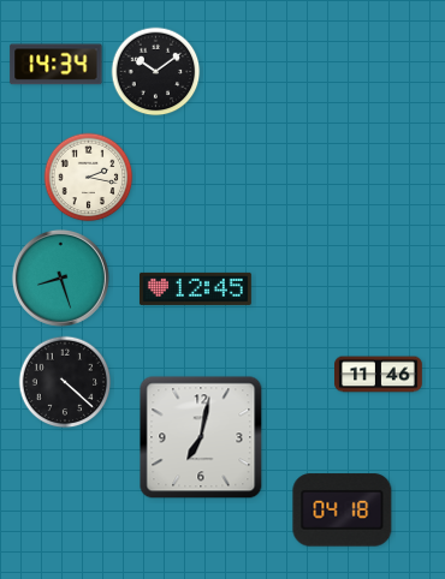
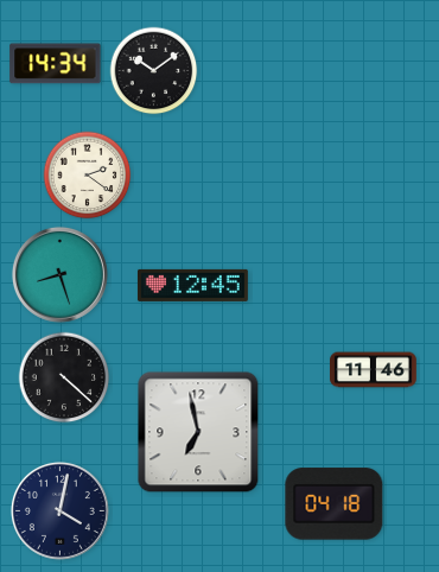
clock at (89, 178): 2:17 -> 2:21
clock at (201, 437): 7:02 -> 6:58
clock at (343, 511) position: (343, 511) -> (335, 504)
clock at (59, 510): none -> 4:02
